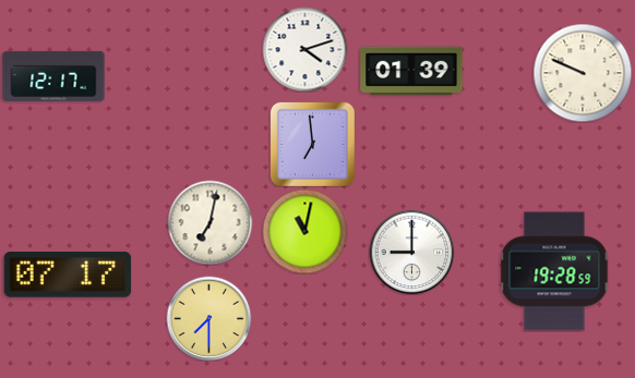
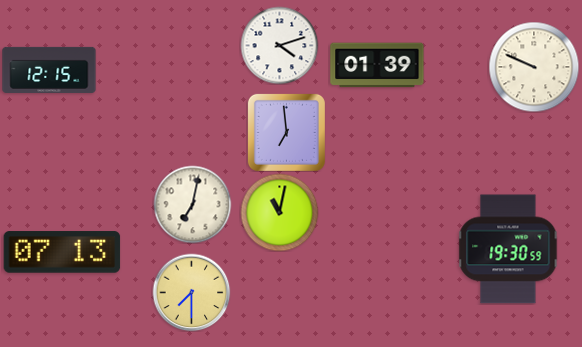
clock at (53, 76): 12:17 -> 12:15
clock at (411, 252): 9:00 -> none
clock at (554, 271): 19:28 -> 19:30
clock at (68, 275): 07:17 -> 07:13
